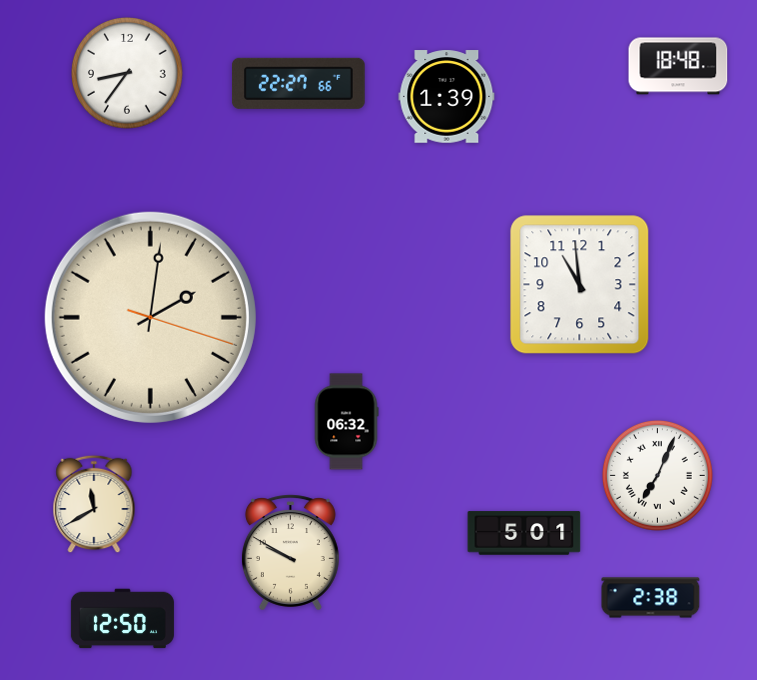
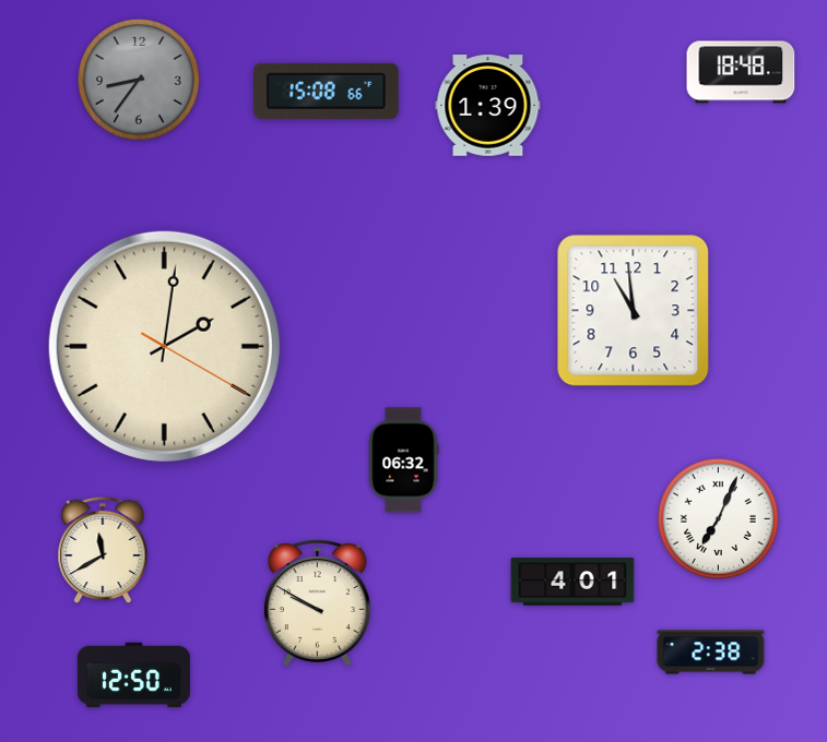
clock at (128, 74) dial: white -> grey
clock at (298, 83): 22:27 -> 15:08
clock at (150, 317): 2:01:18 -> 2:01:20
clock at (346, 422) position: (346, 422) -> (403, 460)
clock at (524, 533): 5:01 -> 4:01
